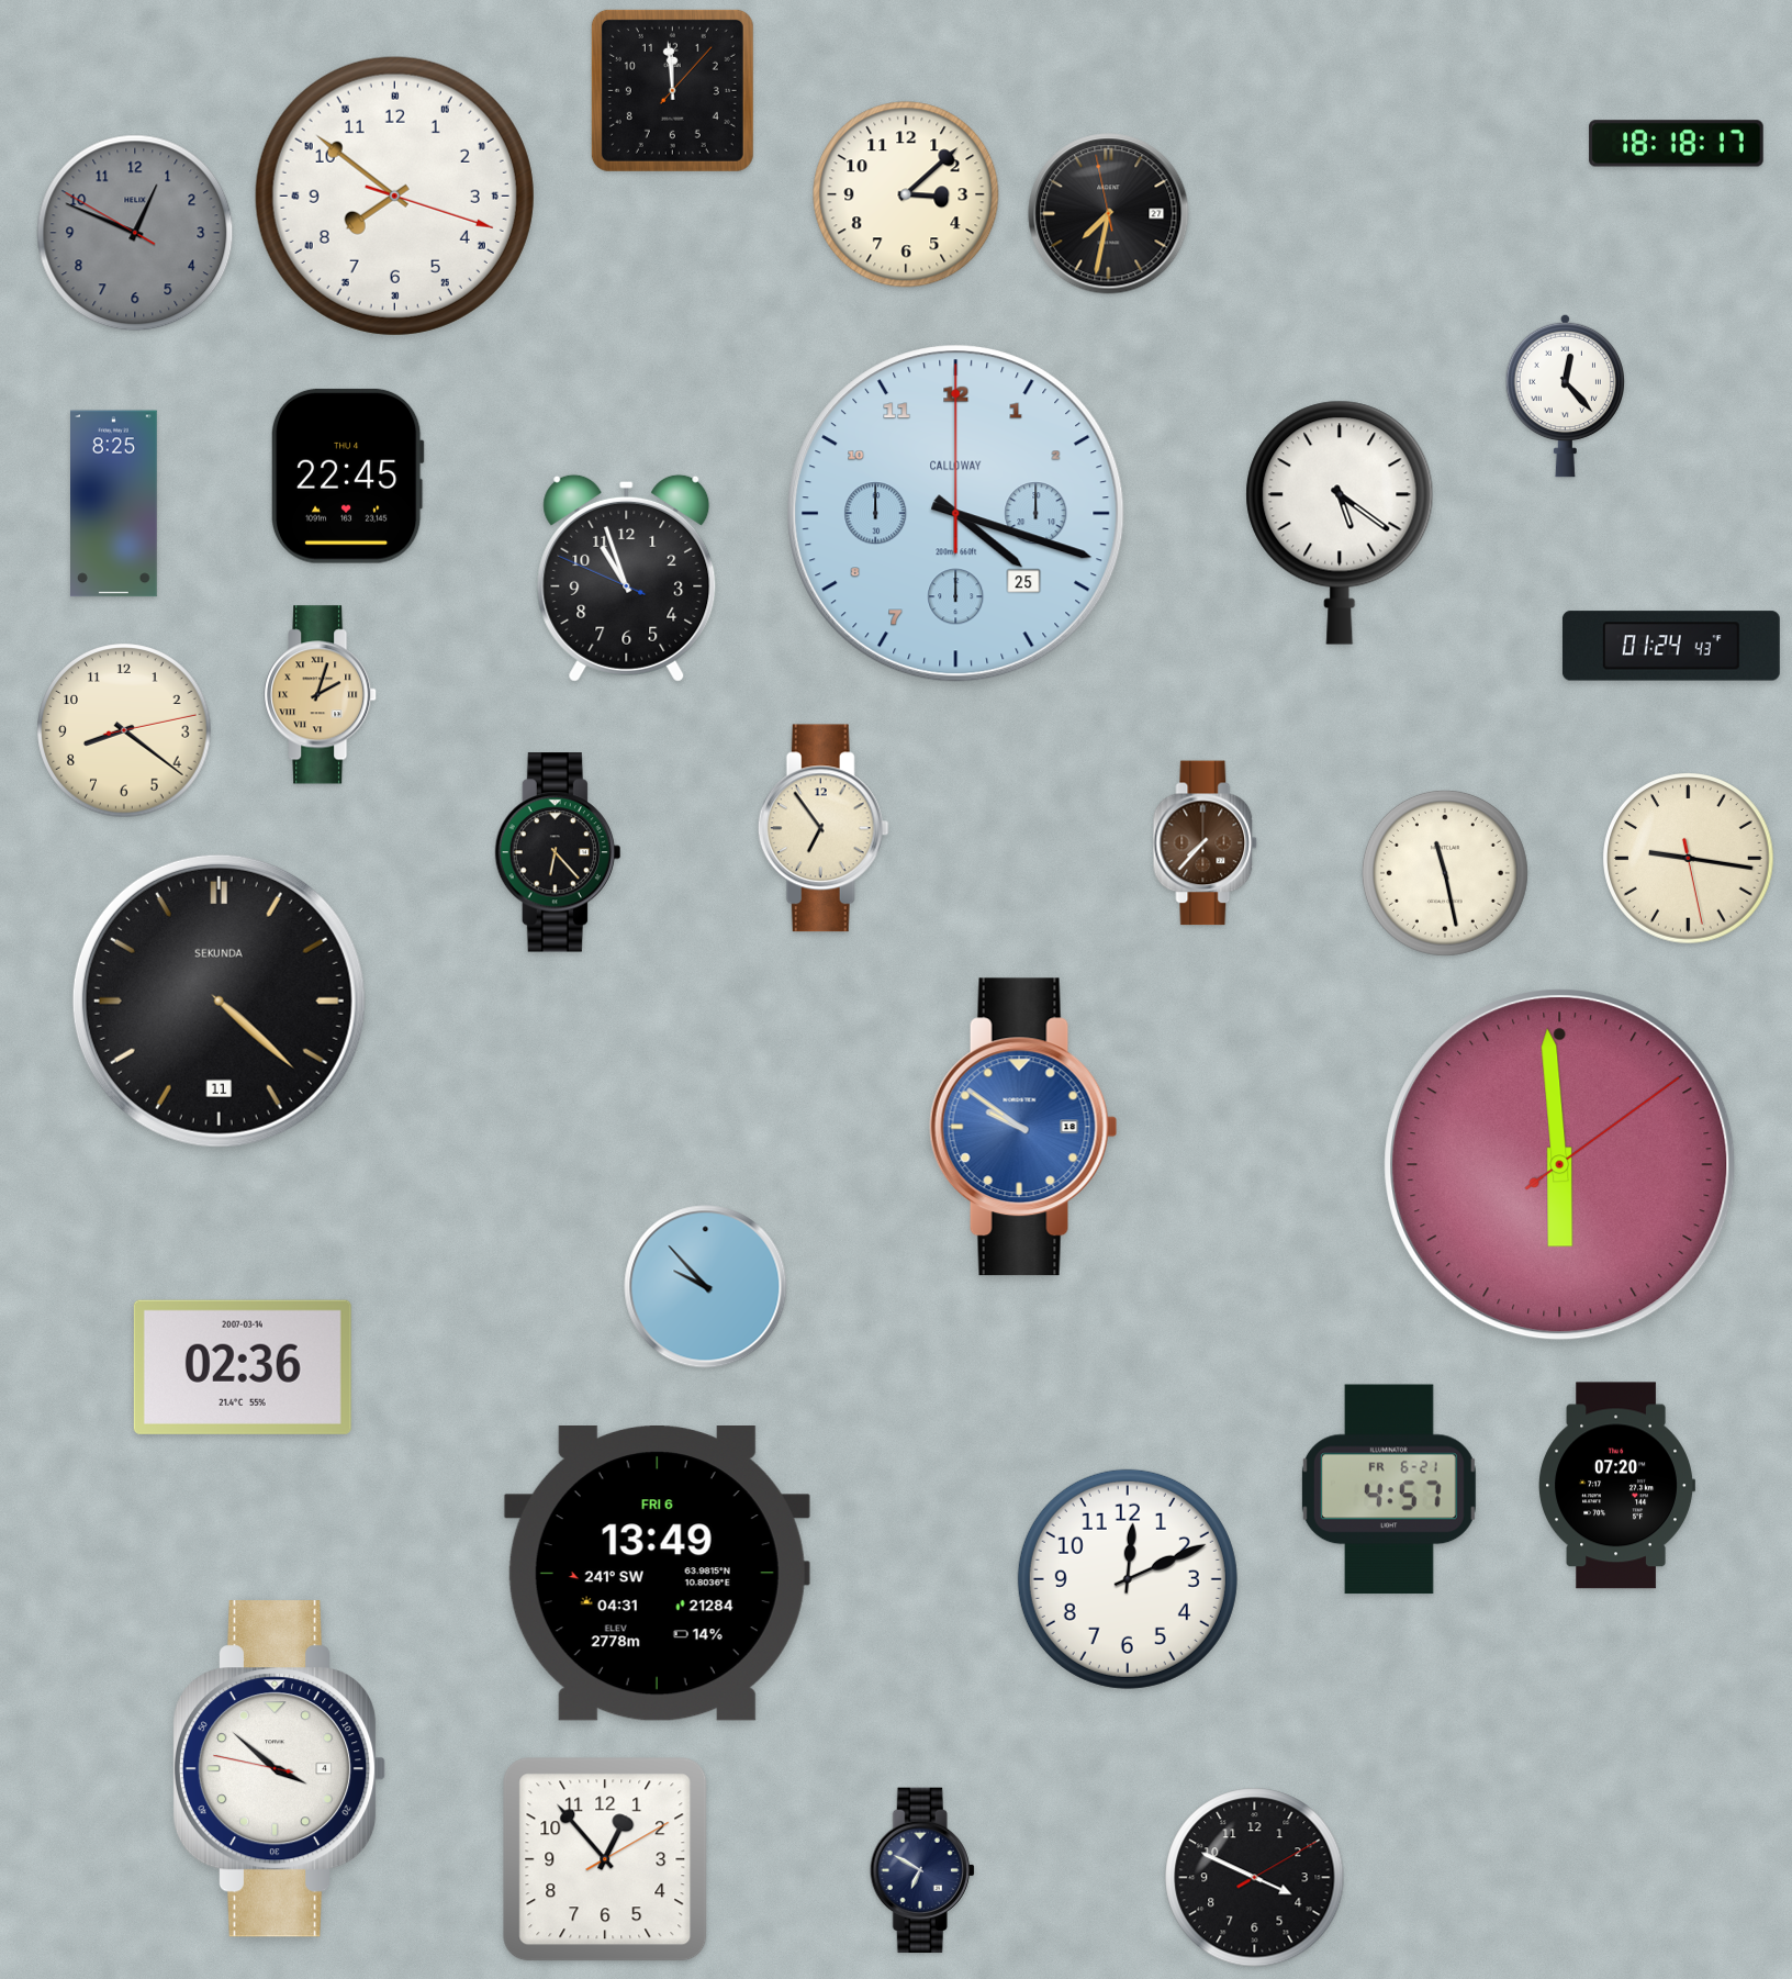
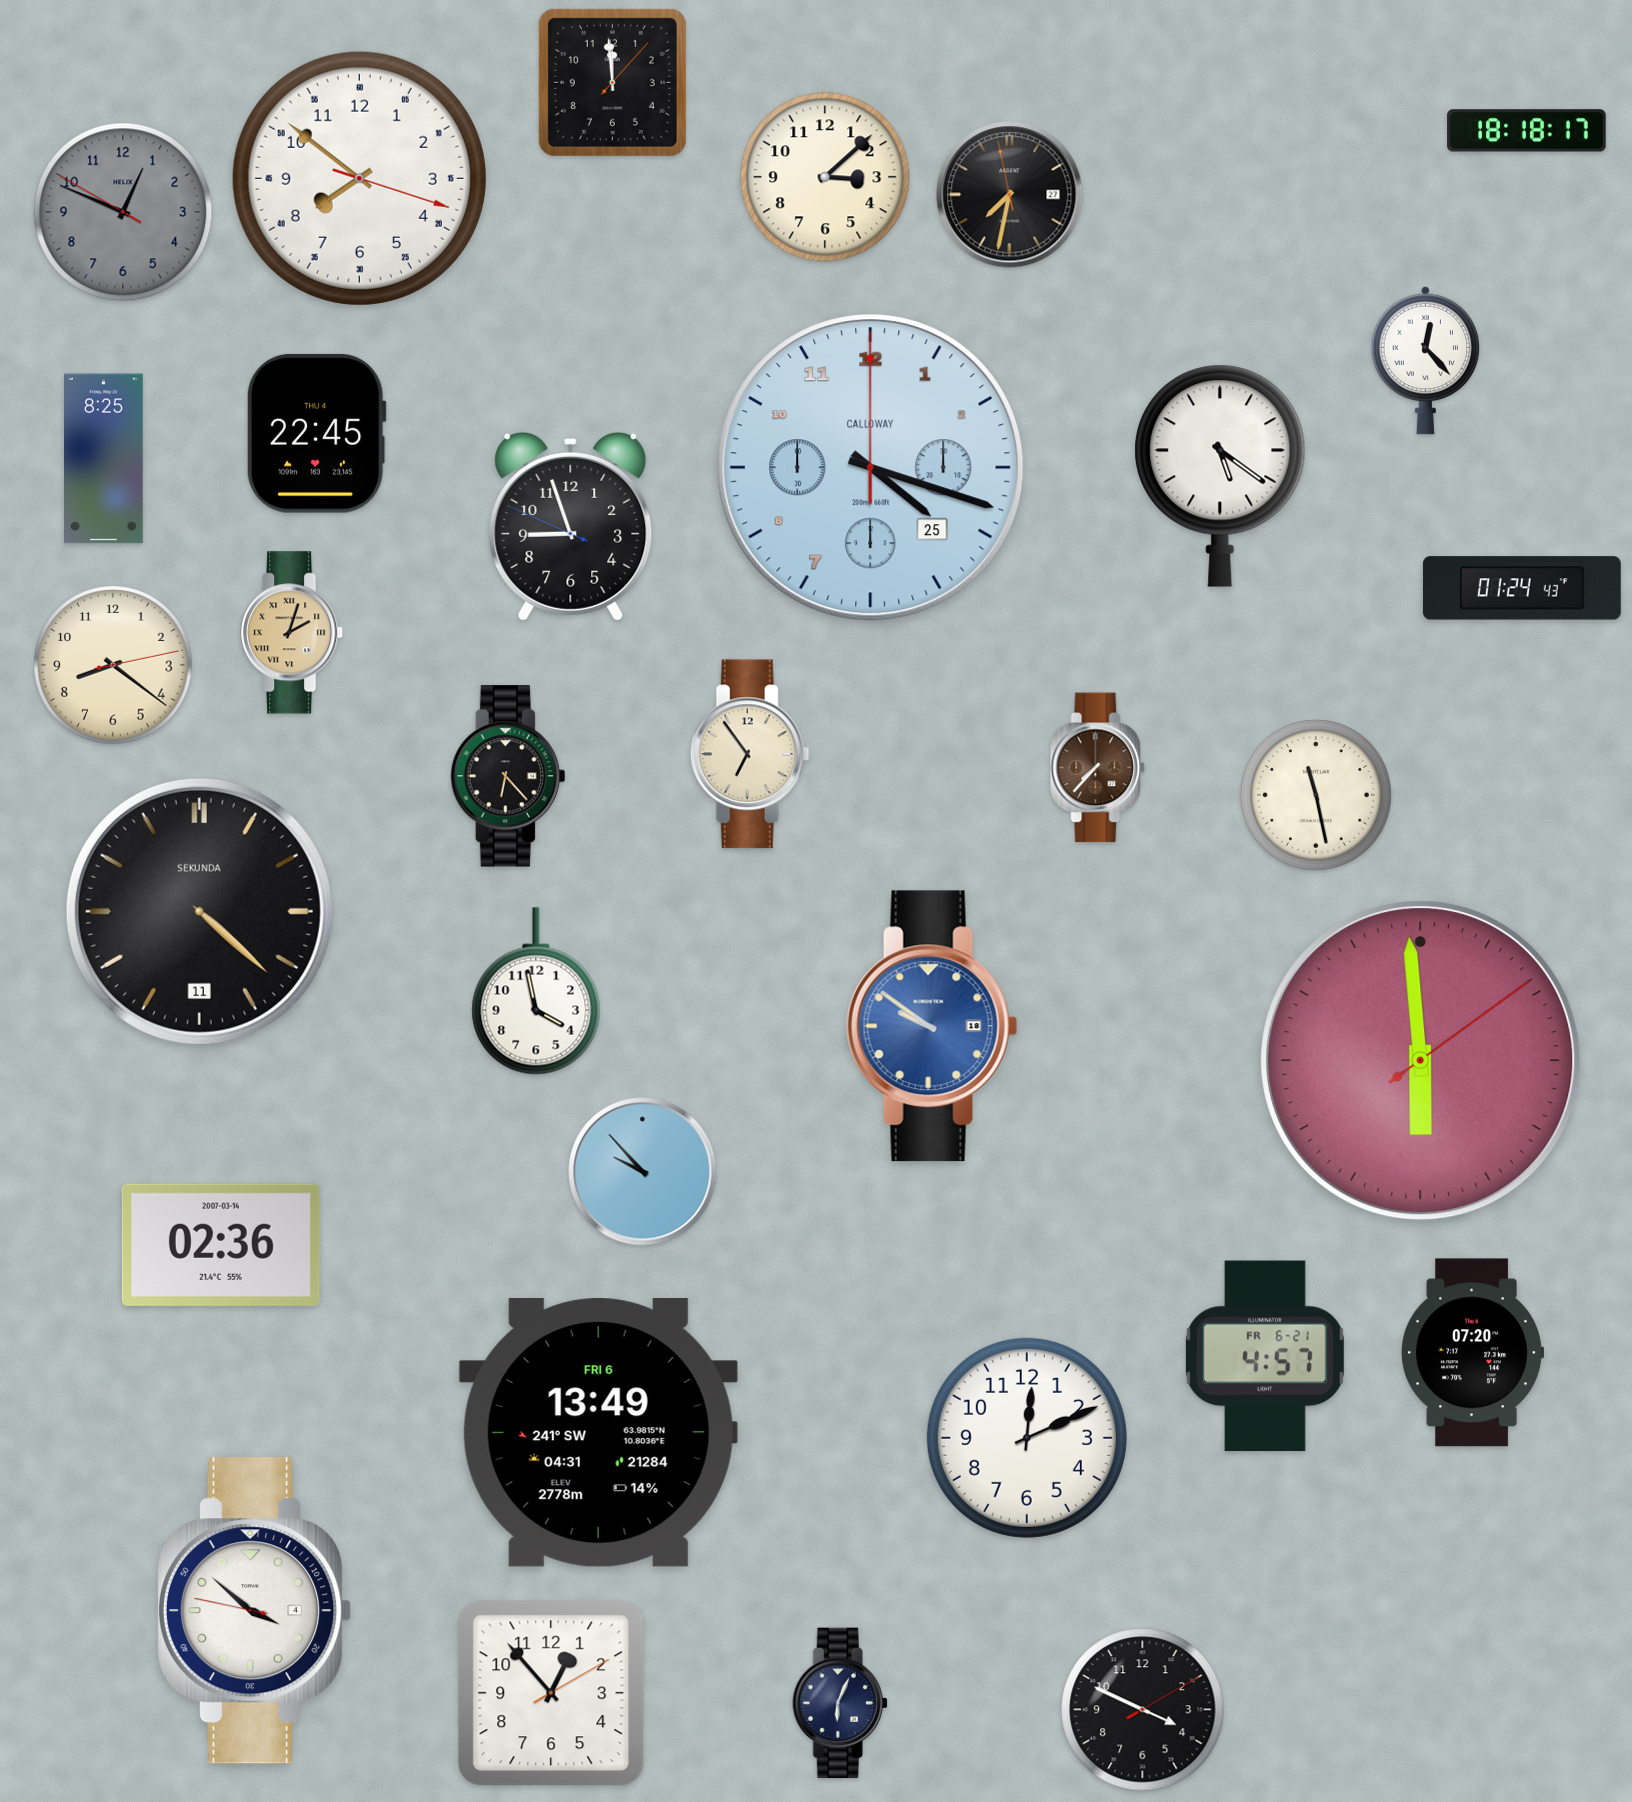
clock at (627, 578): 10:56 -> 8:56
clock at (1689, 859): 9:16 -> none
clock at (536, 991): none -> 3:58
clock at (922, 1870): 6:50 -> 6:04
